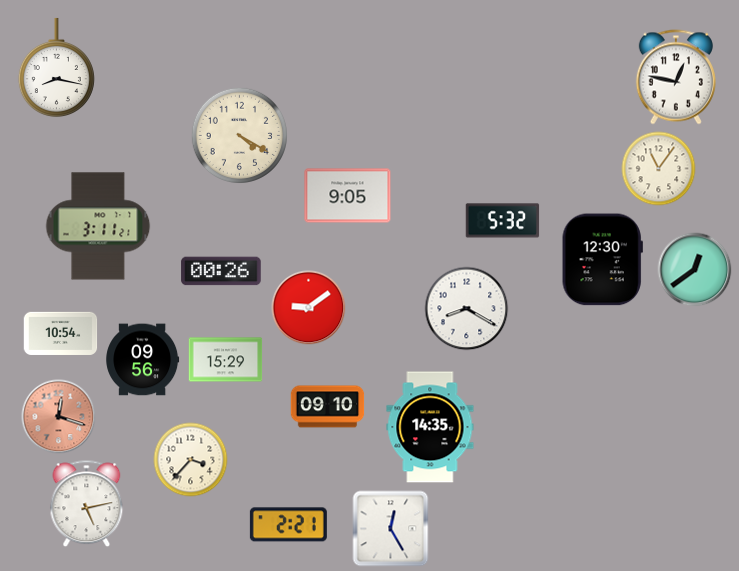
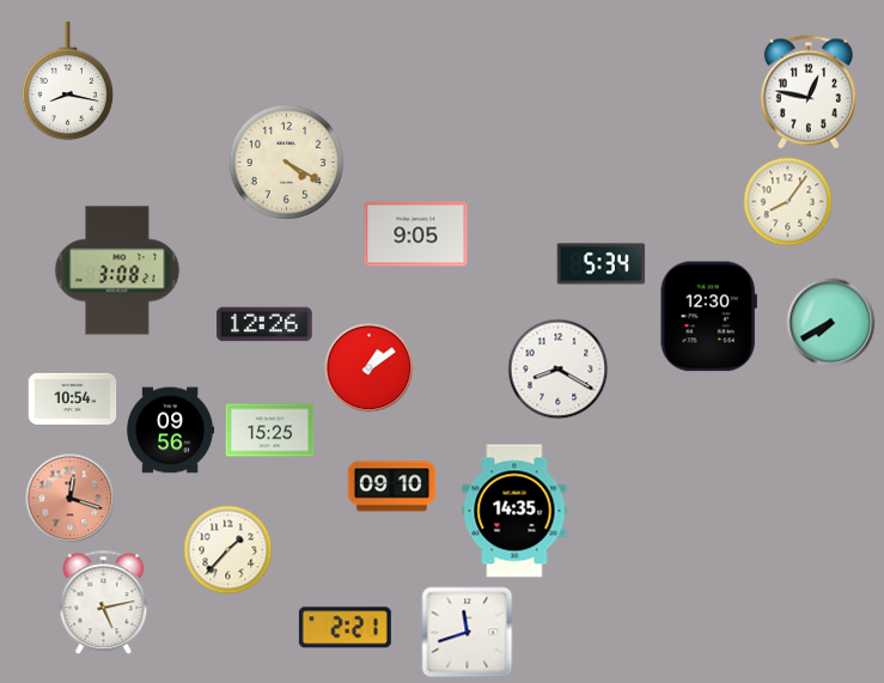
clock at (659, 169): 11:06 -> 8:06
clock at (503, 221): 5:32 -> 5:34
clock at (98, 226): 3:11 -> 3:08
clock at (602, 260) position: (602, 260) -> (708, 317)
clock at (695, 270): 12:39 -> 7:40
clock at (221, 271): 00:26 -> 12:26
clock at (309, 308): 9:09 -> 1:09
clock at (226, 360): 15:29 -> 15:25
clock at (191, 460): 3:37 -> 1:37
clock at (391, 529): 12:25 -> 11:42
